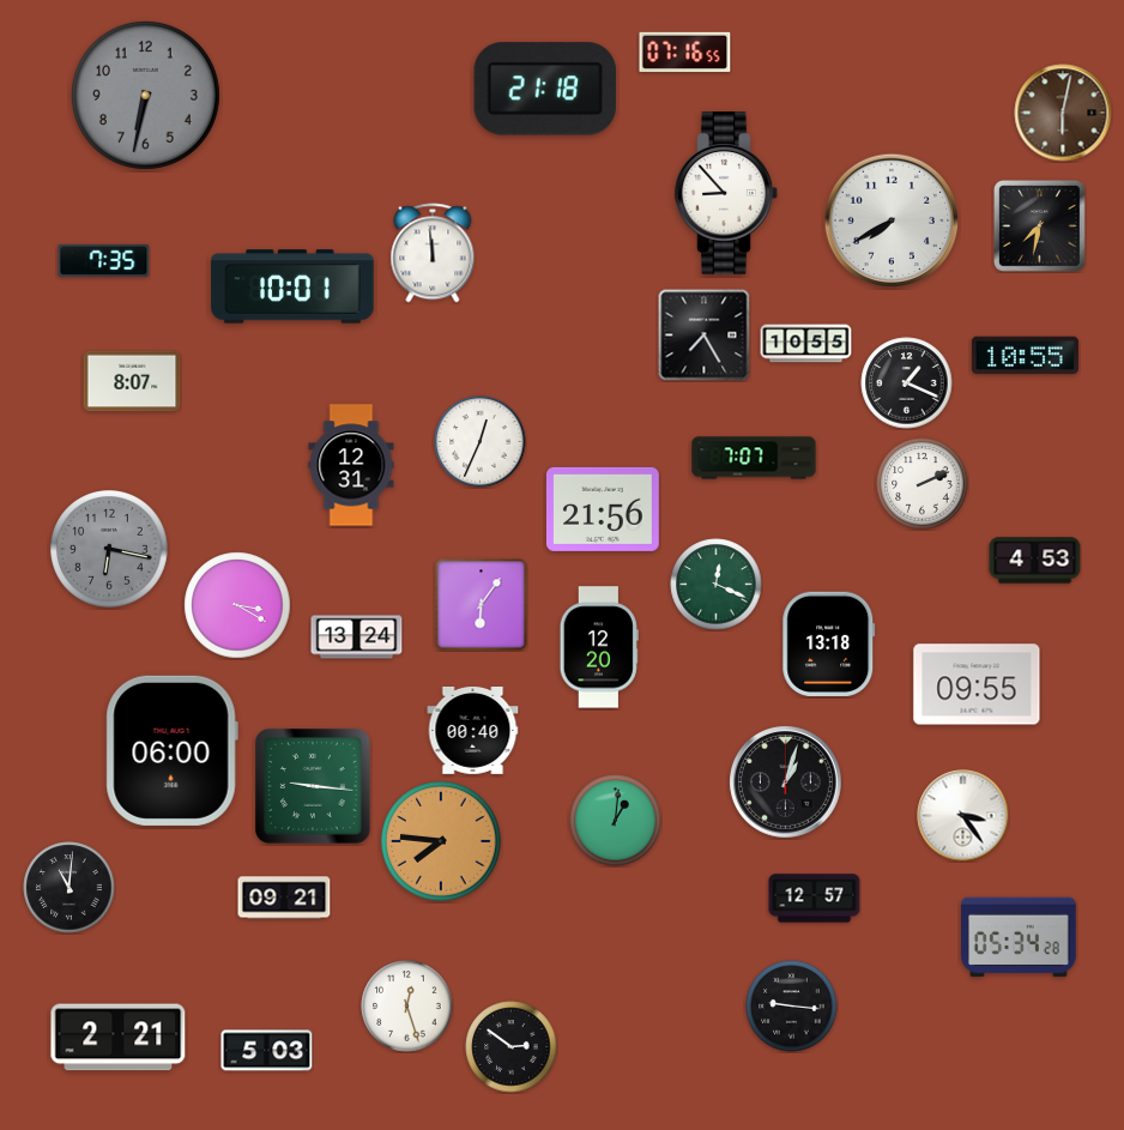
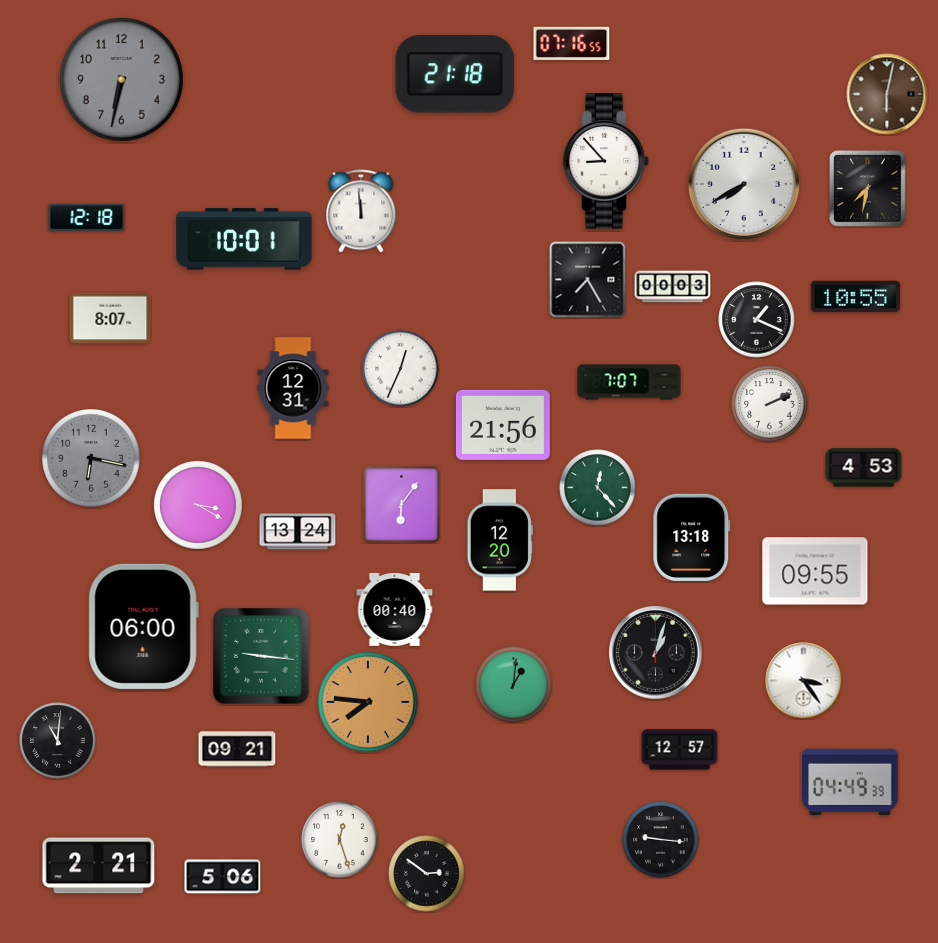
clock at (104, 260): 7:35 -> 12:18
clock at (806, 344): 10:55 -> 00:03
clock at (717, 585): 12:19 -> 12:23
clock at (1020, 937): 05:34 -> 04:49
clock at (267, 1051): 5:03 -> 5:06
